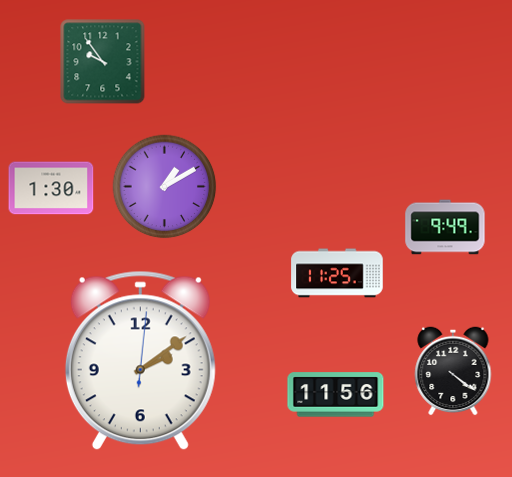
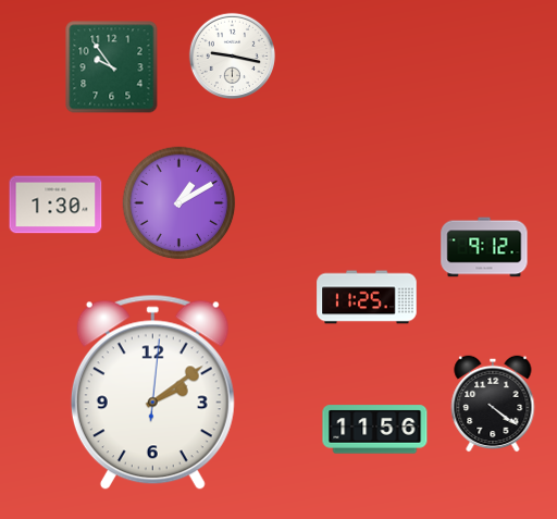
clock at (232, 55): none -> 9:17
clock at (445, 227): 9:49 -> 9:12
clock at (336, 395) position: (336, 395) -> (375, 430)
